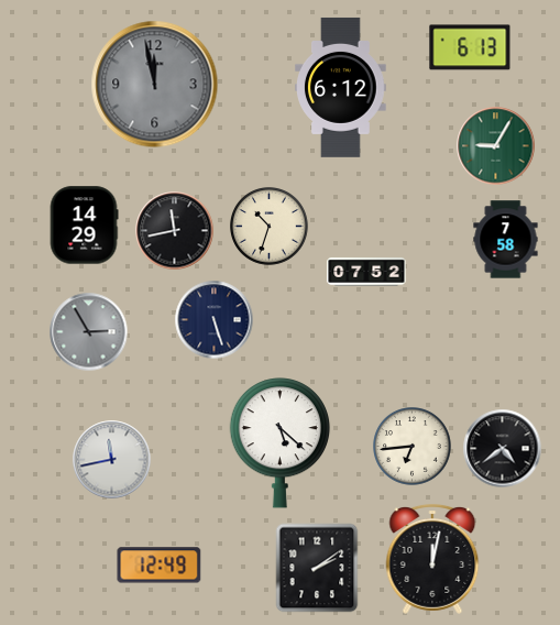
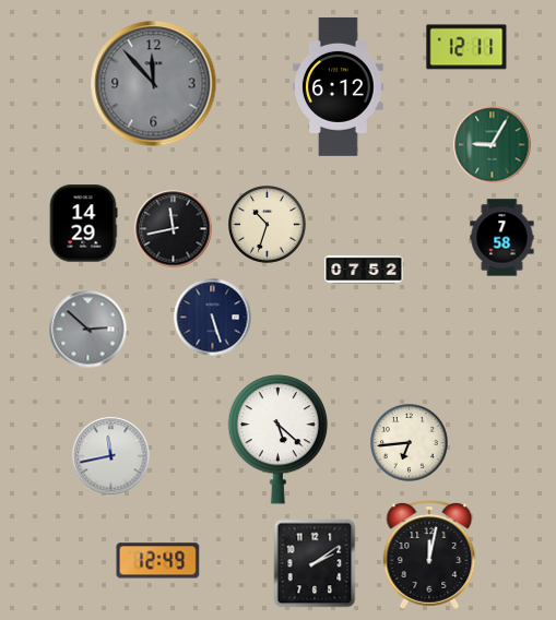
clock at (470, 47): 6:13 -> 12:11
clock at (155, 85): 11:58 -> 11:53
clock at (89, 332): 2:55 -> 2:52
clock at (503, 449): 4:39 -> none
